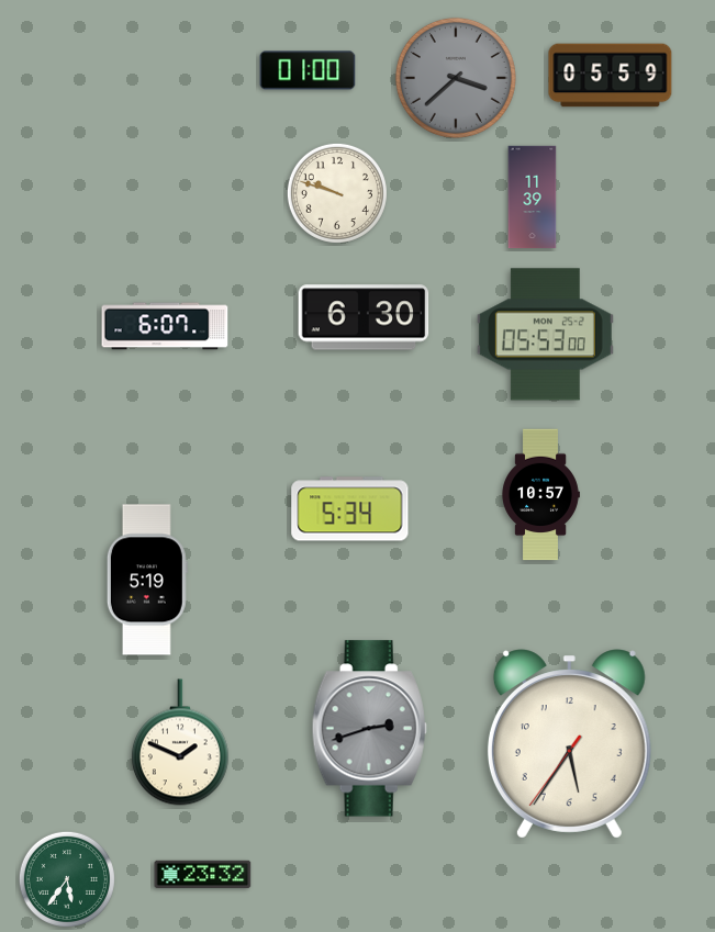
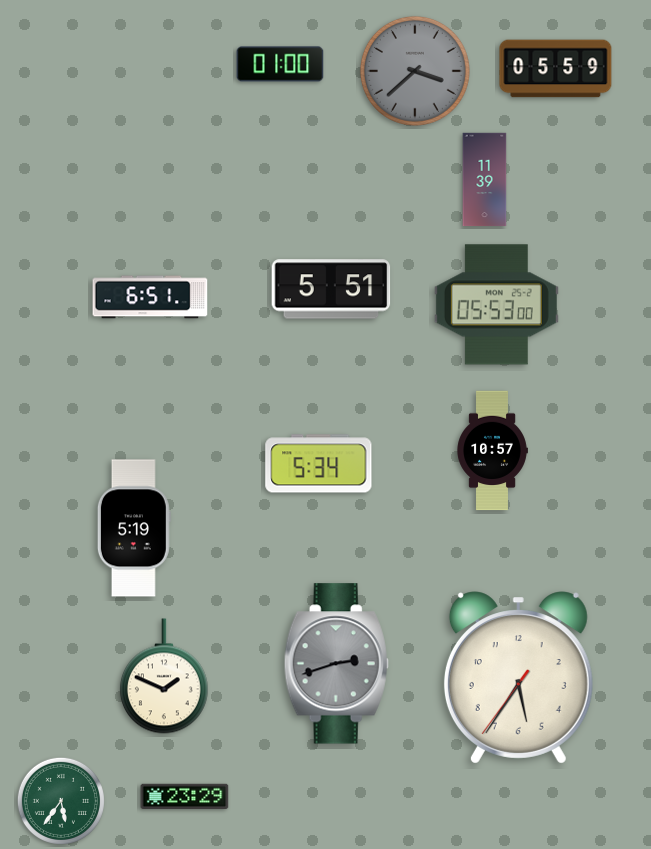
clock at (337, 193): 9:48 -> none
clock at (364, 317): 6:30 -> 5:51
clock at (165, 326): 6:07 -> 6:51
clock at (203, 875): 23:32 -> 23:29
